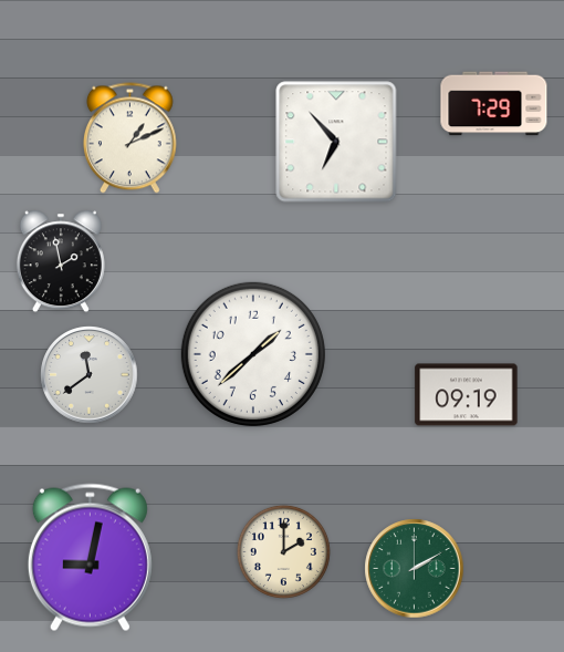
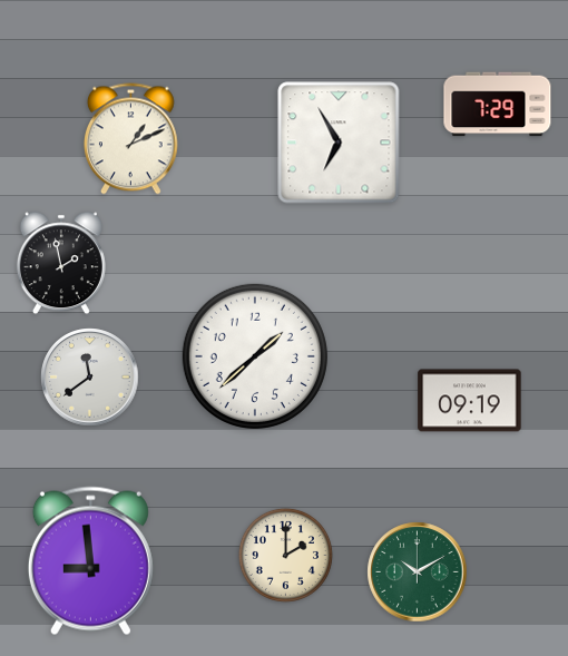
clock at (336, 142): 6:53 -> 6:55
clock at (467, 395) position: (467, 395) -> (470, 401)
clock at (90, 558): 9:02 -> 8:59
clock at (415, 569): 2:10 -> 10:10
